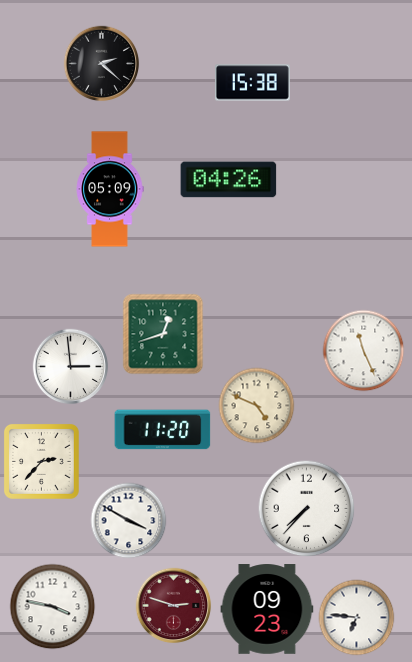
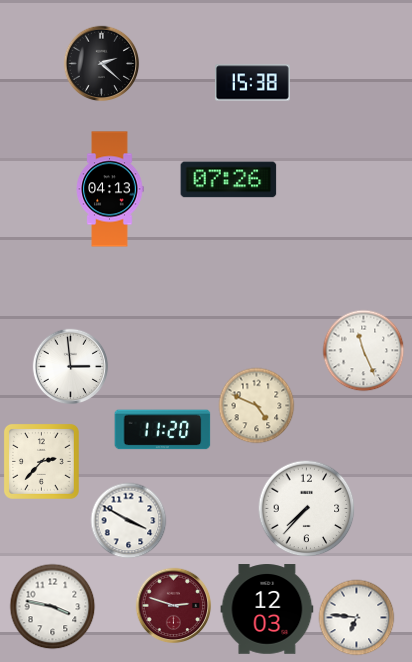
clock at (229, 180): 04:26 -> 07:26
clock at (110, 189): 05:09 -> 04:13
clock at (163, 334): 12:42 -> none
clock at (267, 609): 09:23 -> 12:03
